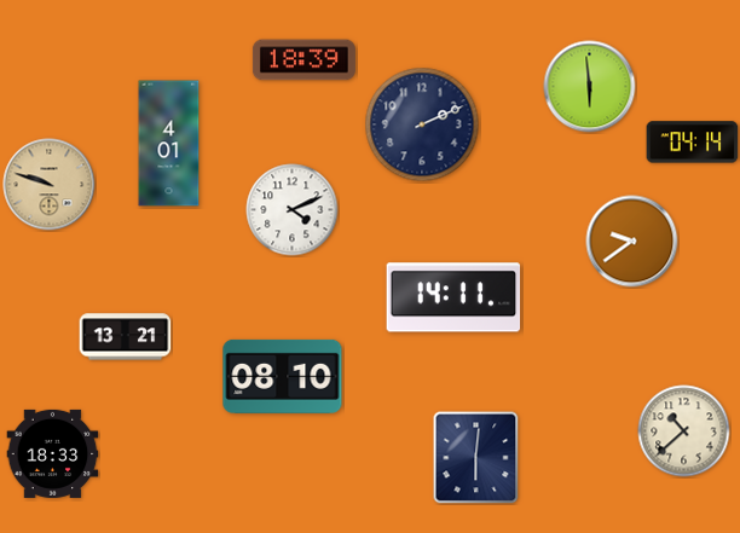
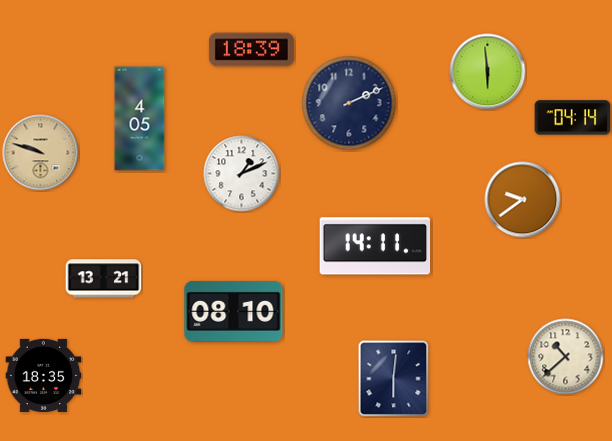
clock at (169, 144): 4:01 -> 4:05
clock at (293, 210): 4:11 -> 1:11
clock at (53, 453): 18:33 -> 18:35
